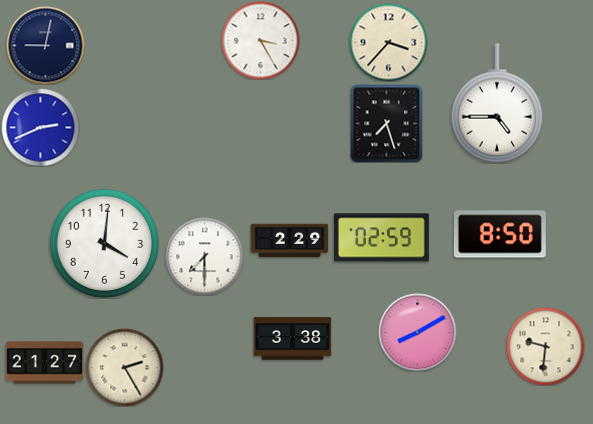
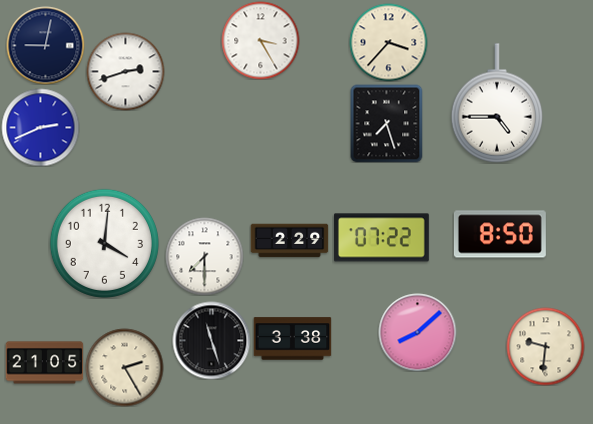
clock at (125, 71): none -> 2:42
clock at (381, 238): 02:59 -> 07:22
clock at (417, 332): 8:10 -> 8:08
clock at (211, 340): none -> 11:27
clock at (44, 363): 21:27 -> 21:05
